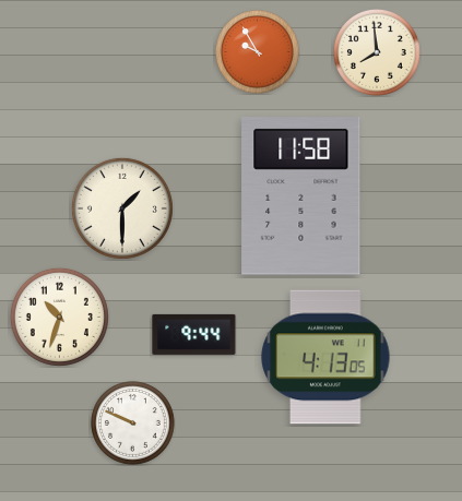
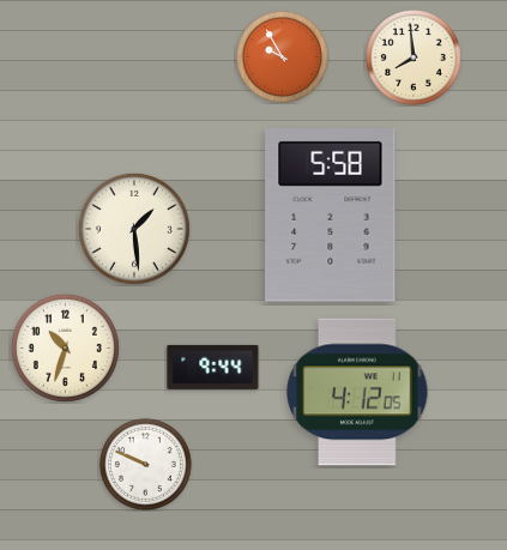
clock at (301, 196): 11:58 -> 5:58
clock at (122, 208): 1:30 -> 1:29
clock at (325, 357): 4:13 -> 4:12
